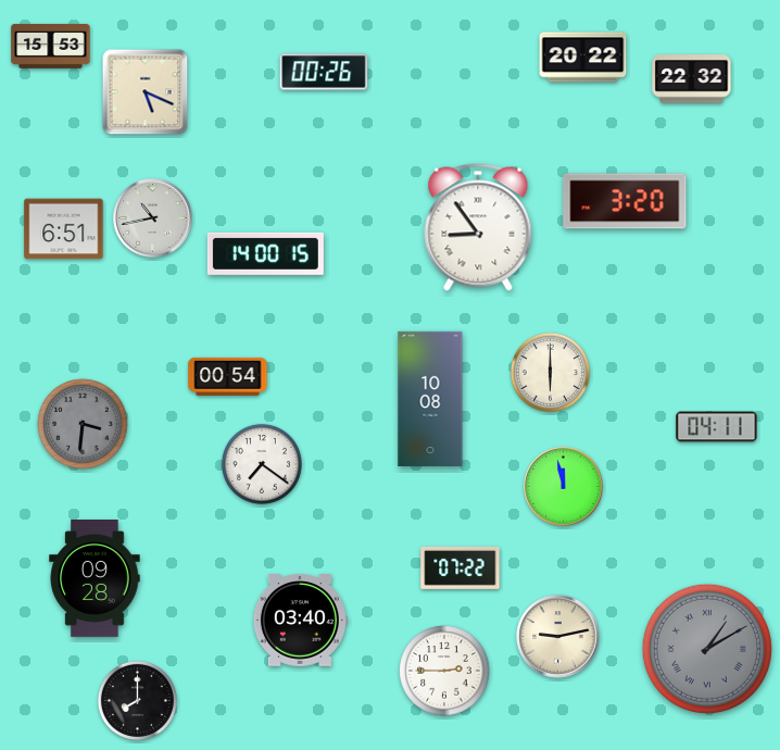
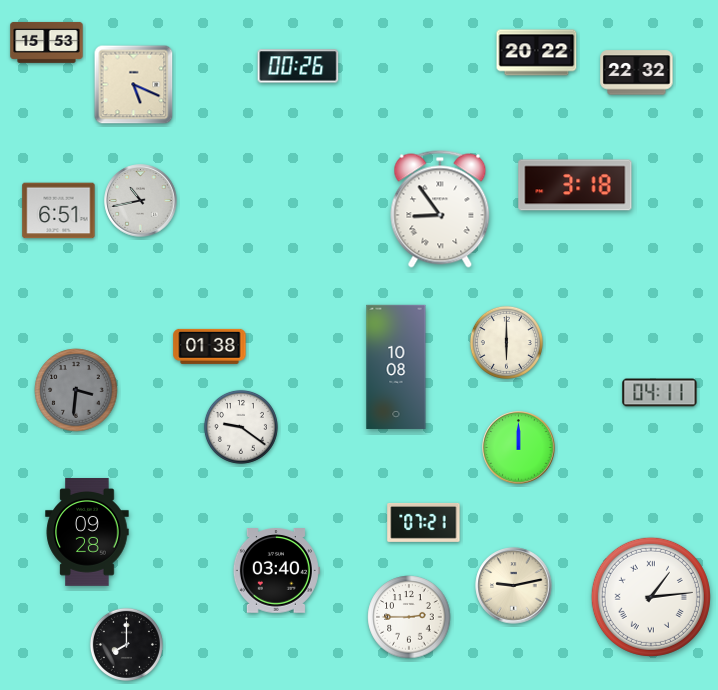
clock at (625, 201): 3:20 -> 3:18
clock at (265, 253): 14:00 -> none
clock at (228, 376): 00:54 -> 01:38
clock at (262, 464): 7:21 -> 9:21
clock at (564, 487): 11:58 -> 12:00
clock at (461, 567): 07:22 -> 07:21
clock at (707, 649): 1:10 -> 1:14
clock at (707, 649) dial: grey -> white
